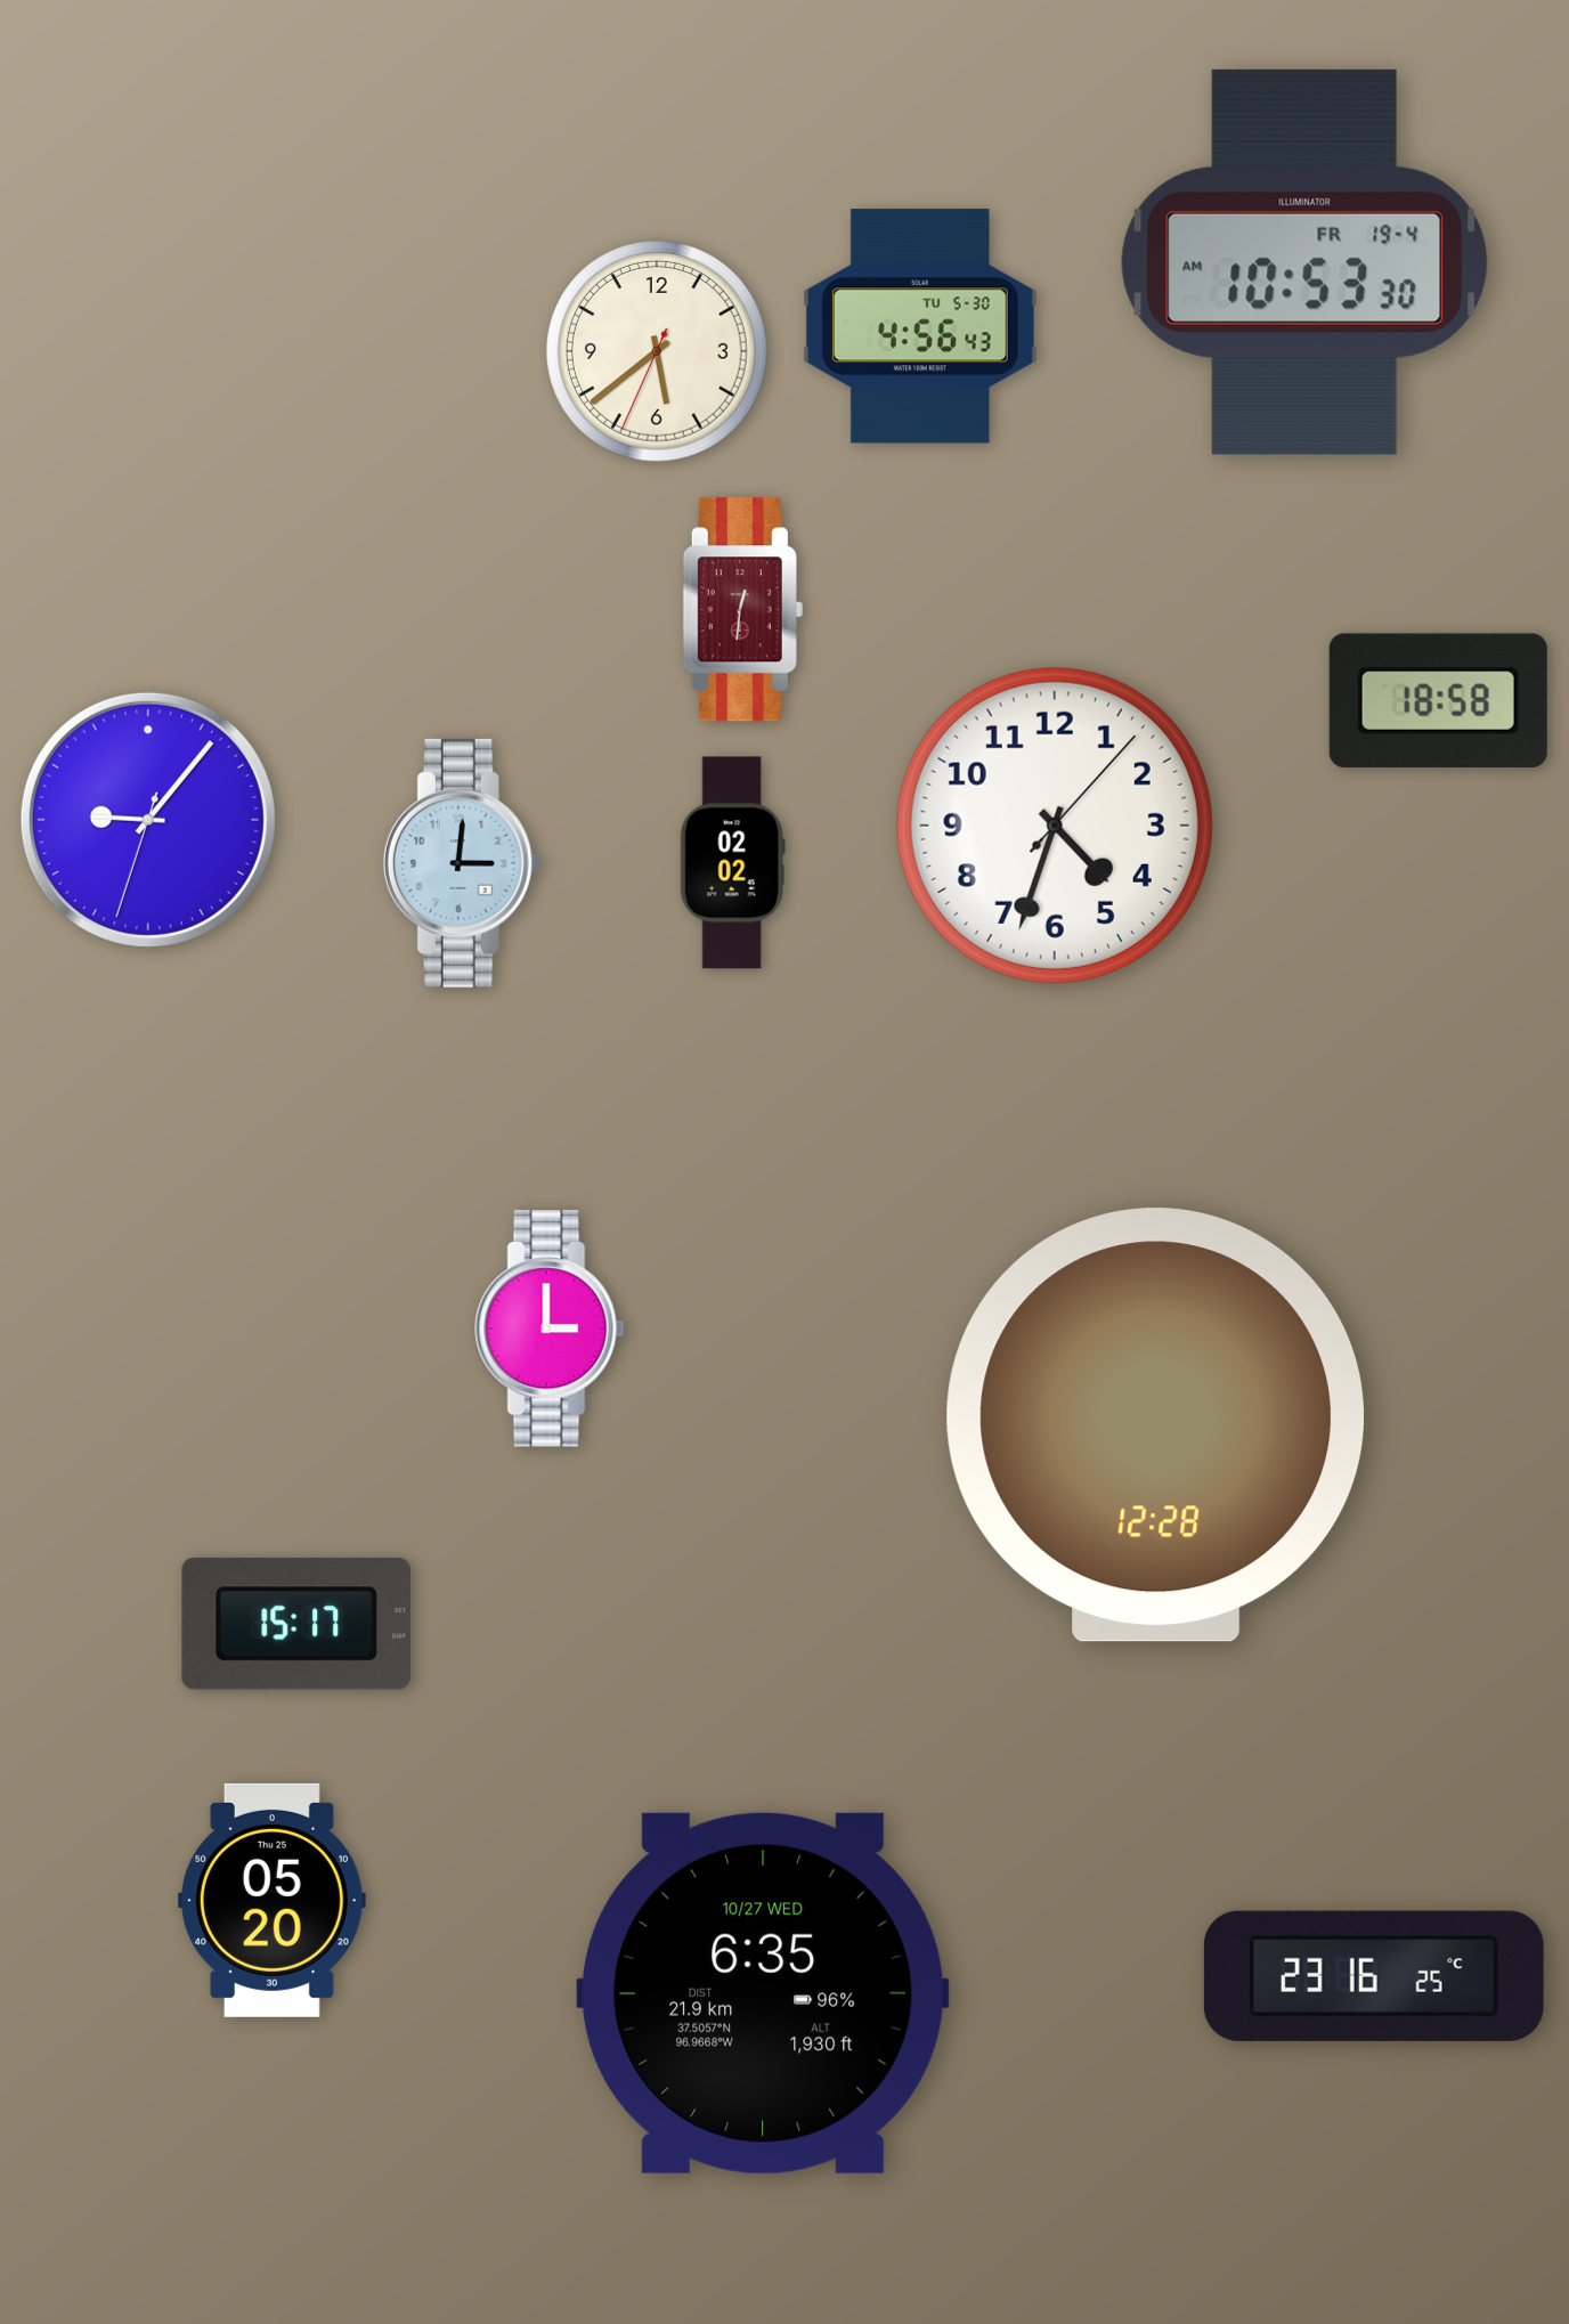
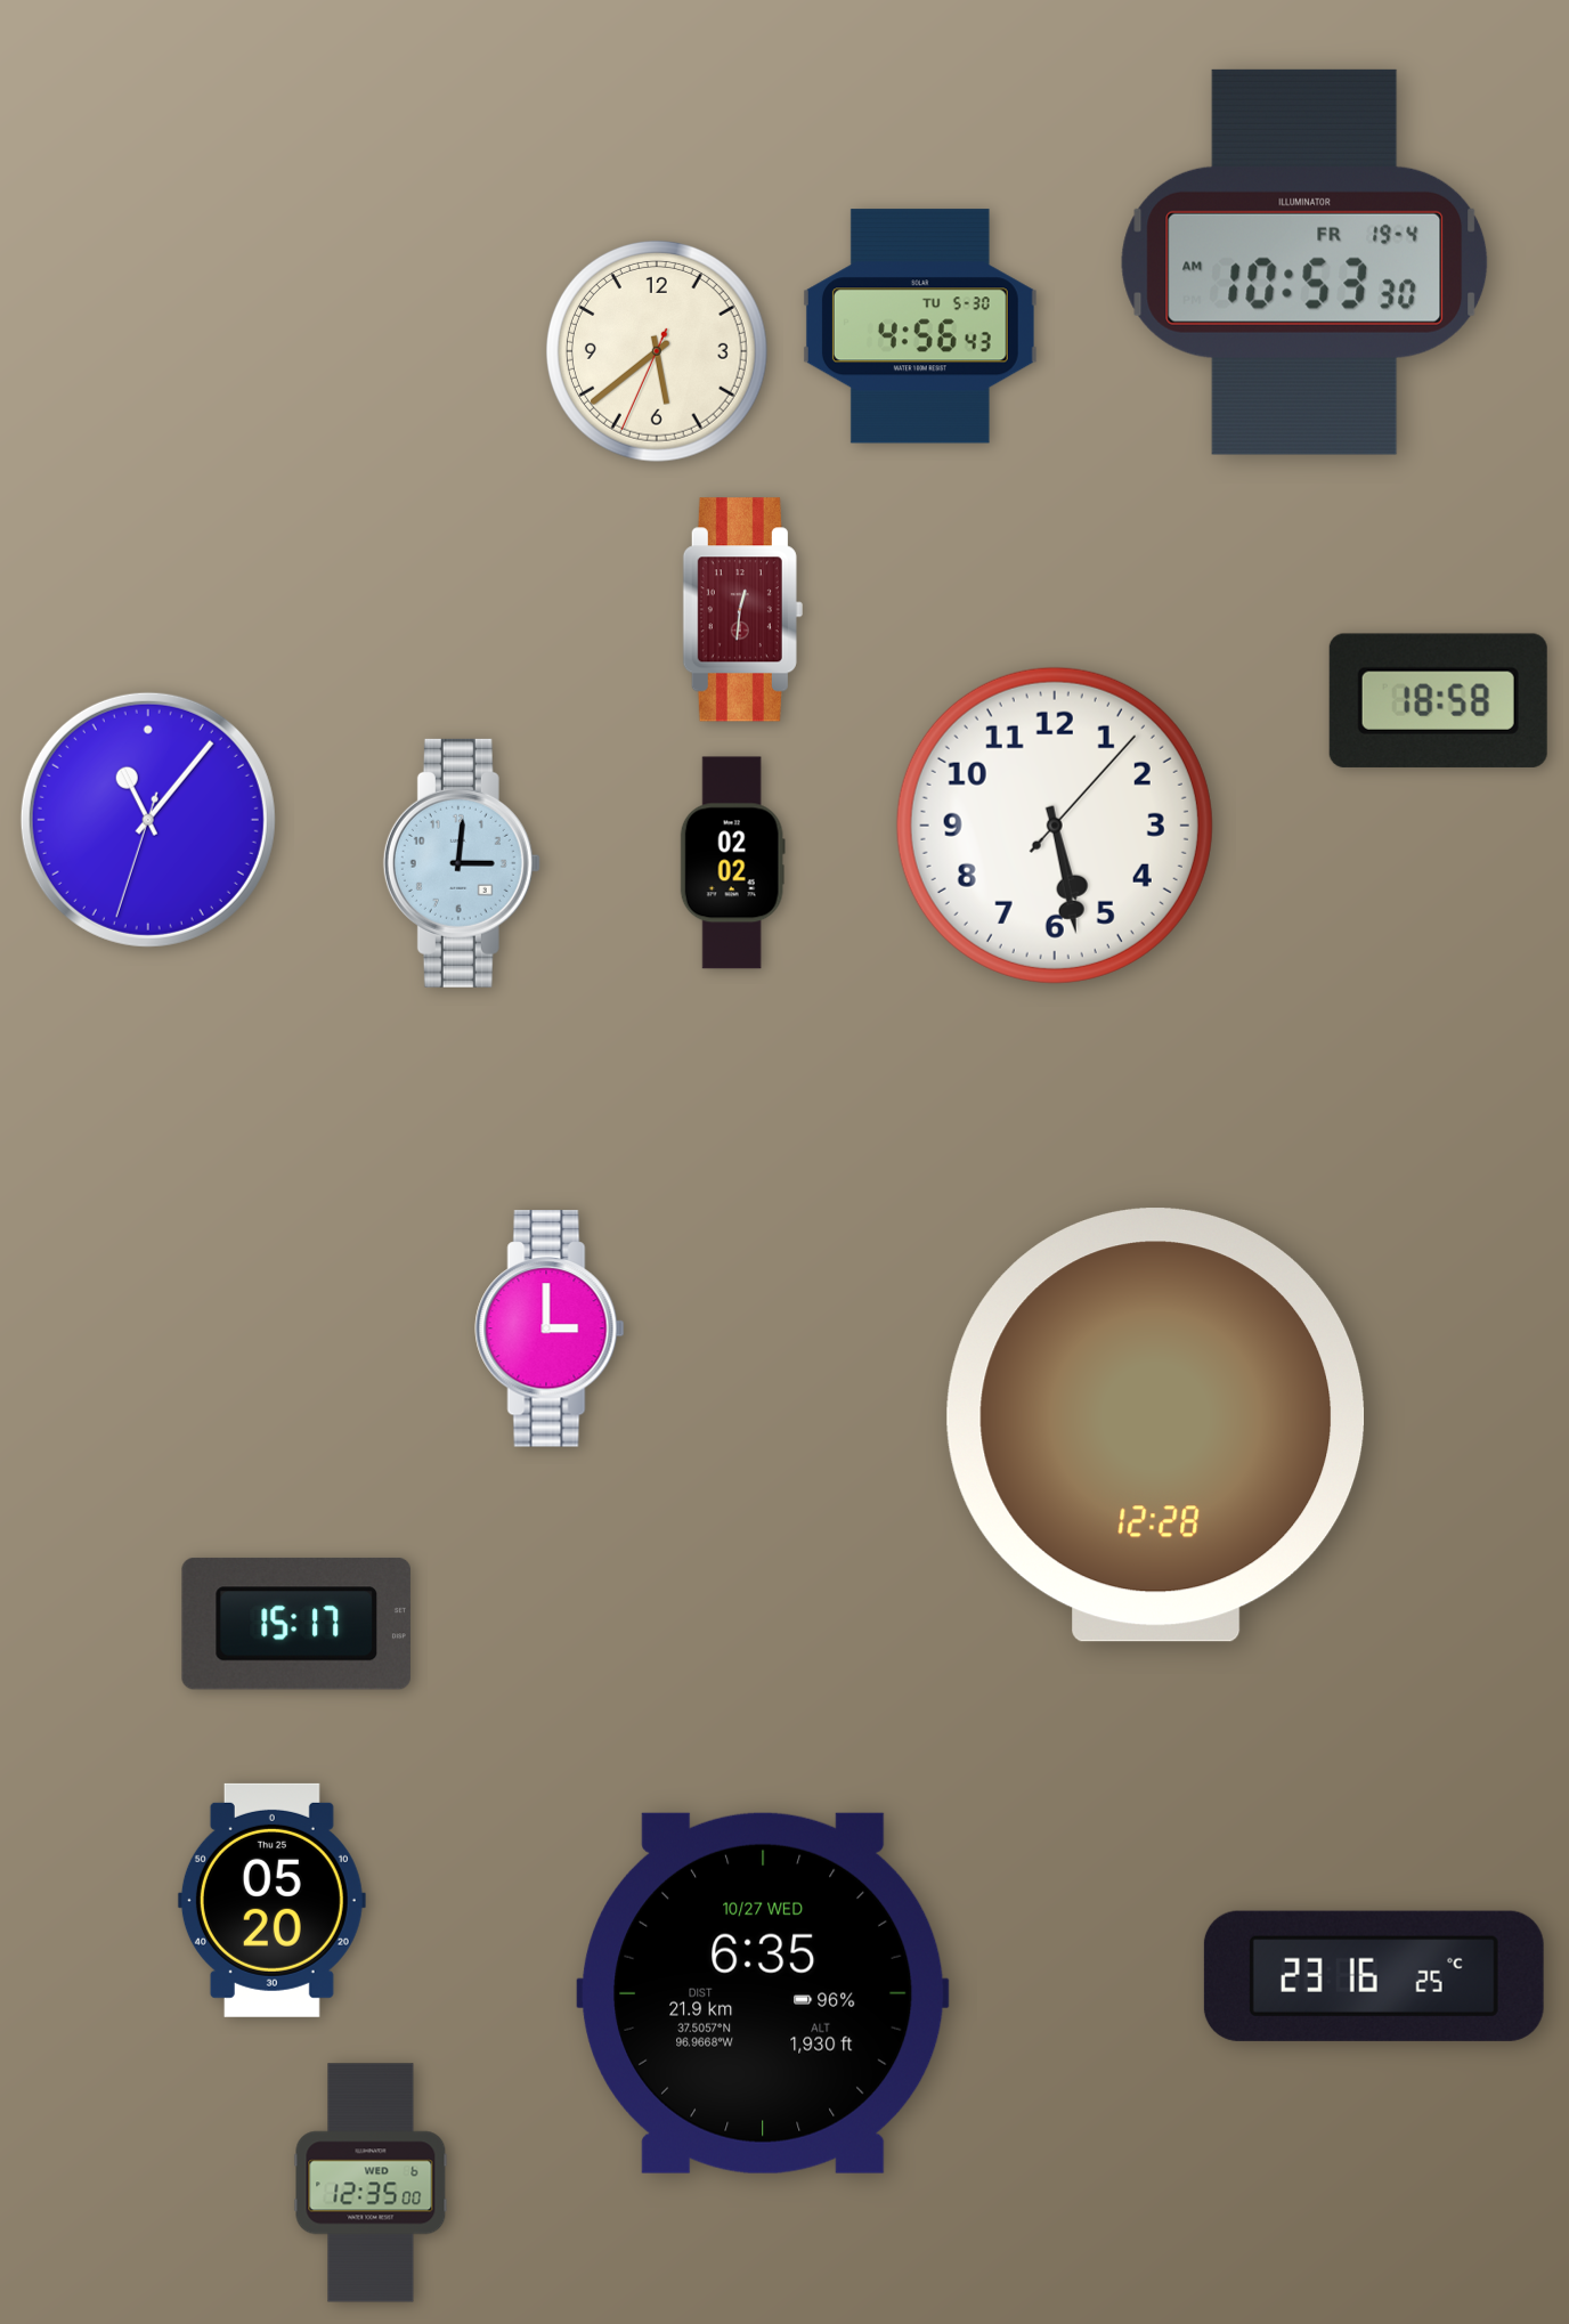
clock at (148, 820): 9:06 -> 11:06
clock at (1055, 826): 4:33 -> 5:28
clock at (371, 2183): none -> 12:35
